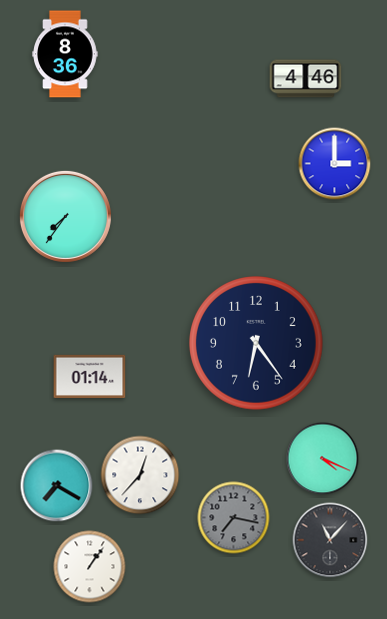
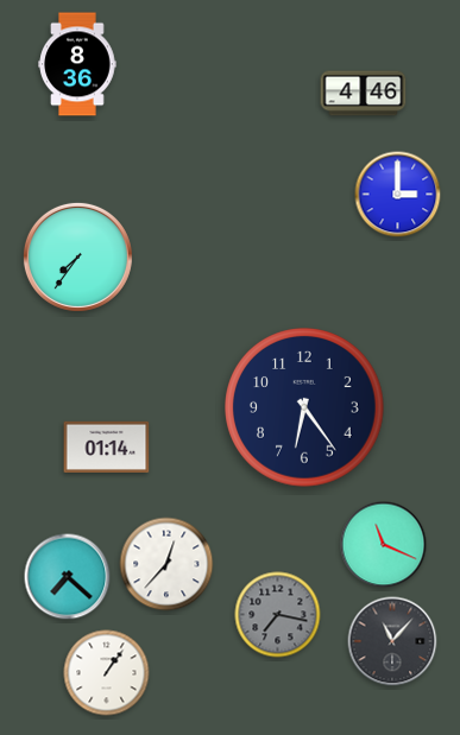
clock at (323, 459): 4:19 -> 11:19
clock at (57, 486): 7:20 -> 7:22
